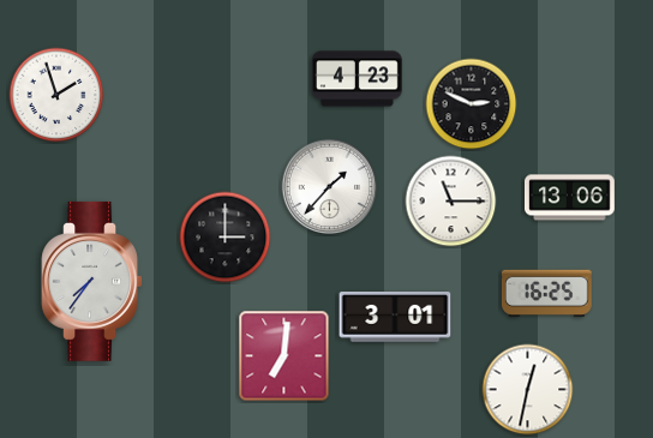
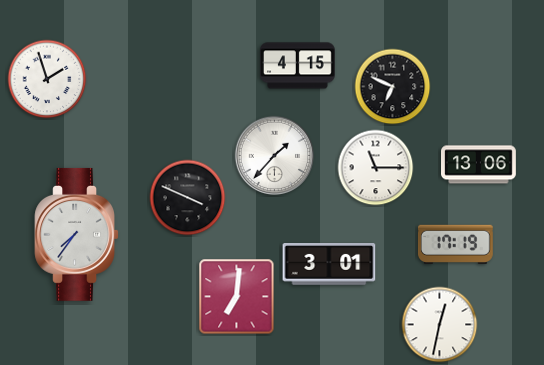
clock at (358, 79): 4:23 -> 4:15
clock at (472, 104): 2:49 -> 6:49
clock at (570, 198) position: (570, 198) -> (479, 165)
clock at (226, 238): 3:00 -> 3:49
clock at (546, 293): 16:25 -> 17:19
